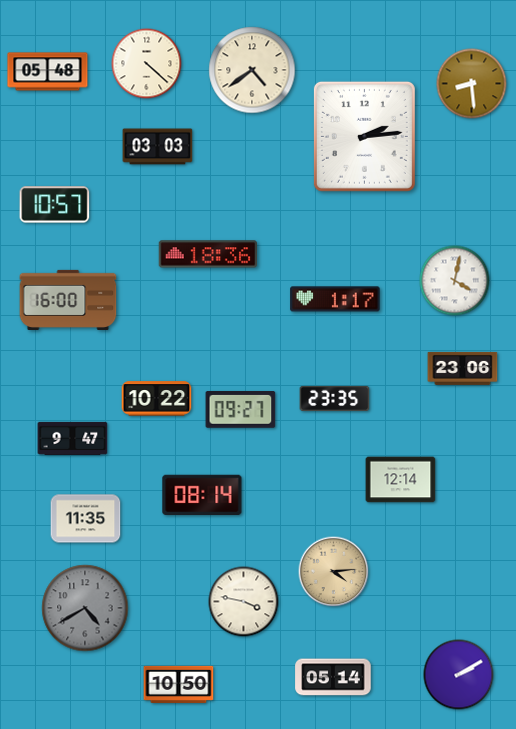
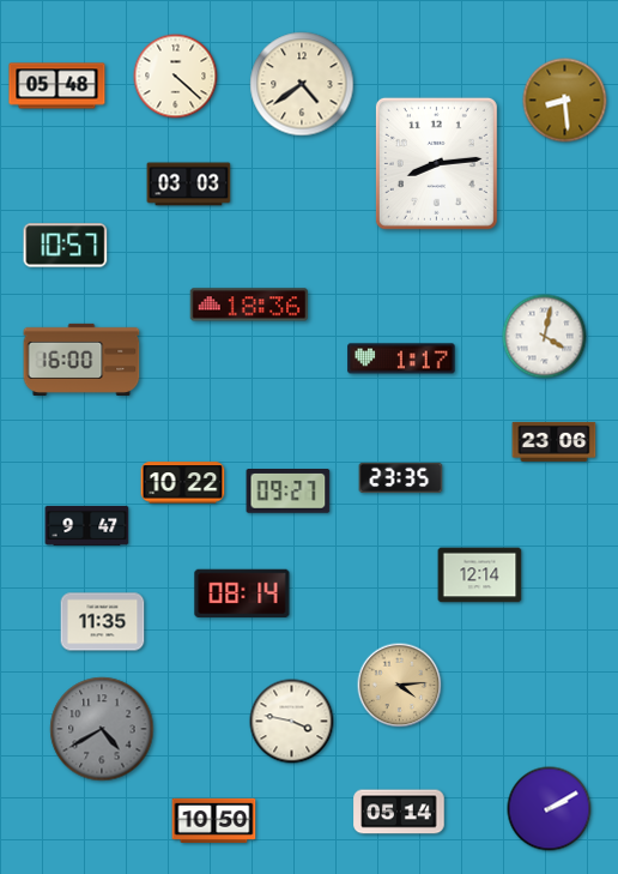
clock at (364, 136): 2:14 -> 8:14
clock at (158, 147) position: (158, 147) -> (189, 185)
clock at (157, 399) position: (157, 399) -> (183, 483)
